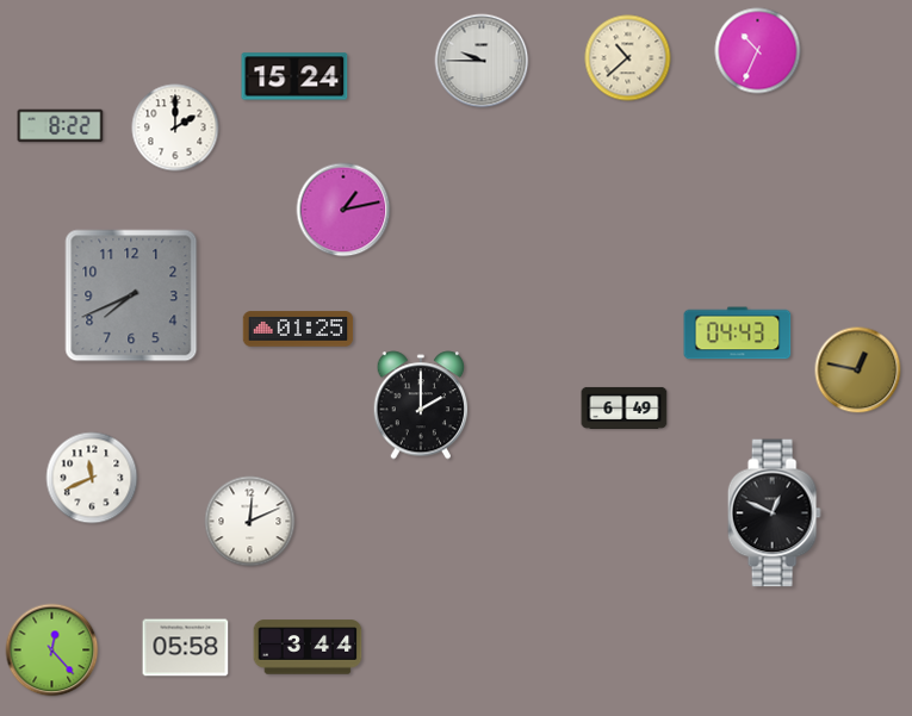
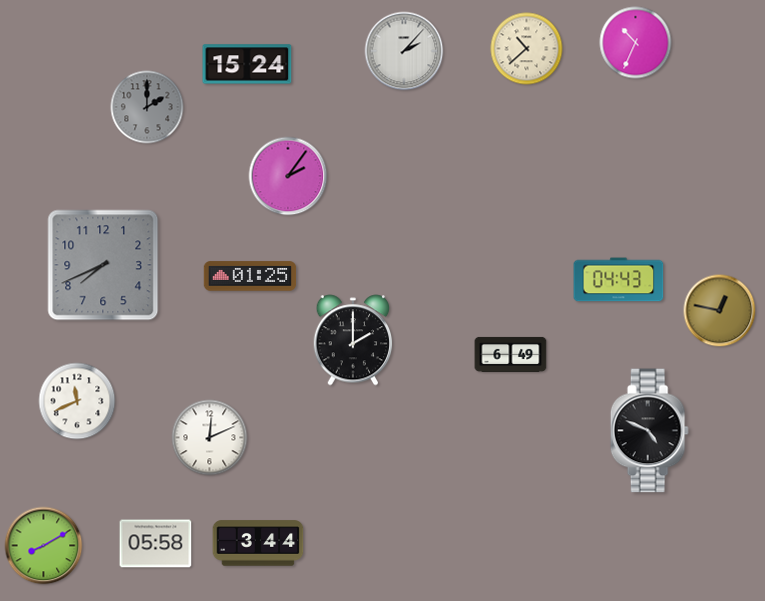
clock at (482, 61): 9:45 -> 2:07
clock at (61, 126): 8:22 -> none
clock at (175, 127) dial: white -> grey
clock at (343, 210): 1:13 -> 2:06
clock at (131, 295) position: (131, 295) -> (103, 265)
clock at (625, 407) position: (625, 407) -> (511, 354)
clock at (774, 513): 12:49 -> 4:49
clock at (52, 650): 12:23 -> 8:10
